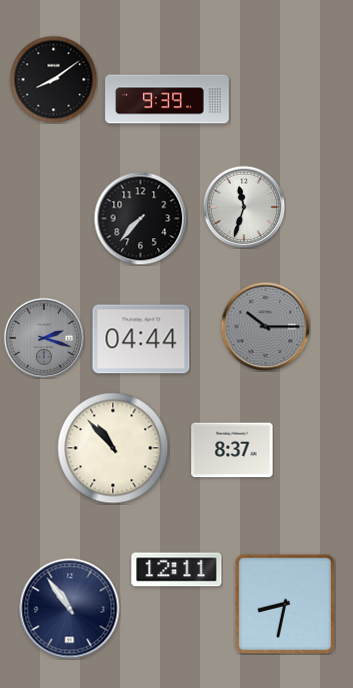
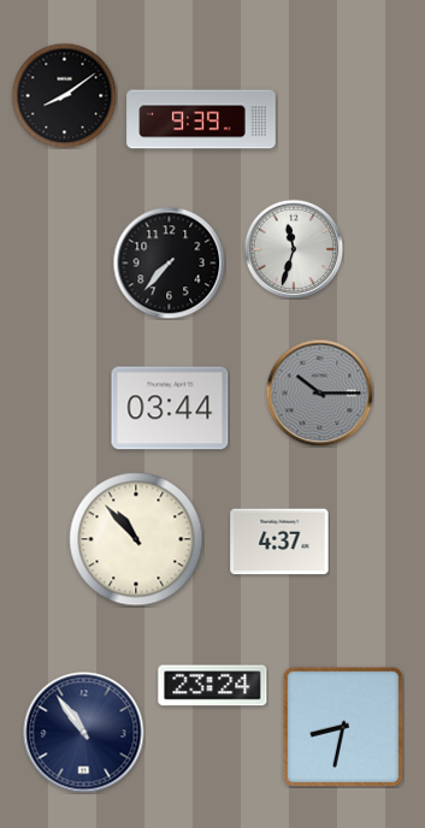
clock at (44, 338): 2:18 -> none
clock at (141, 339): 04:44 -> 03:44
clock at (232, 450): 8:37 -> 4:37
clock at (177, 570): 12:11 -> 23:24
